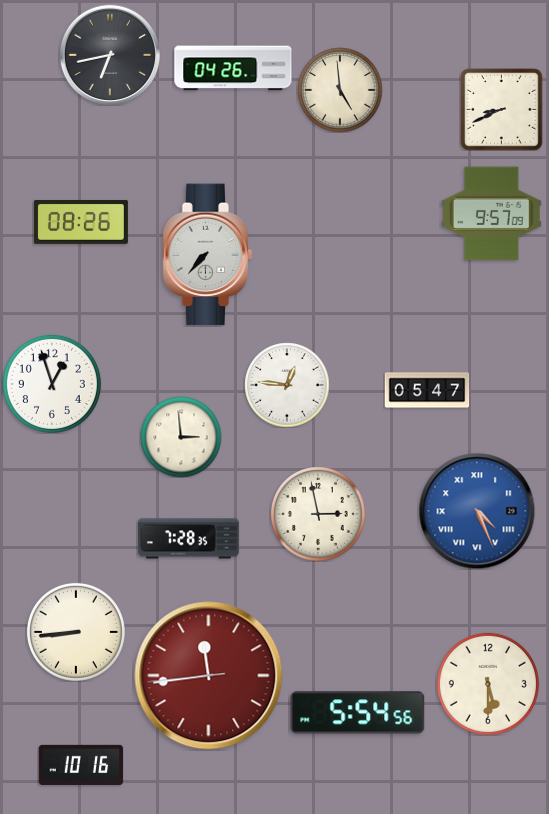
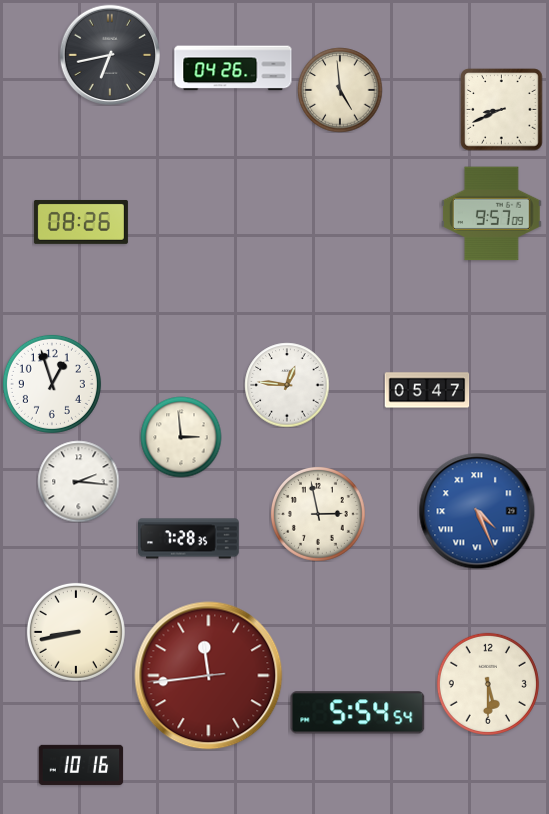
clock at (208, 255): 7:37 -> none
clock at (78, 481): none -> 2:16
clock at (76, 632): 8:44 -> 8:43
clock at (358, 713): 5:54:56 -> 5:54:54
